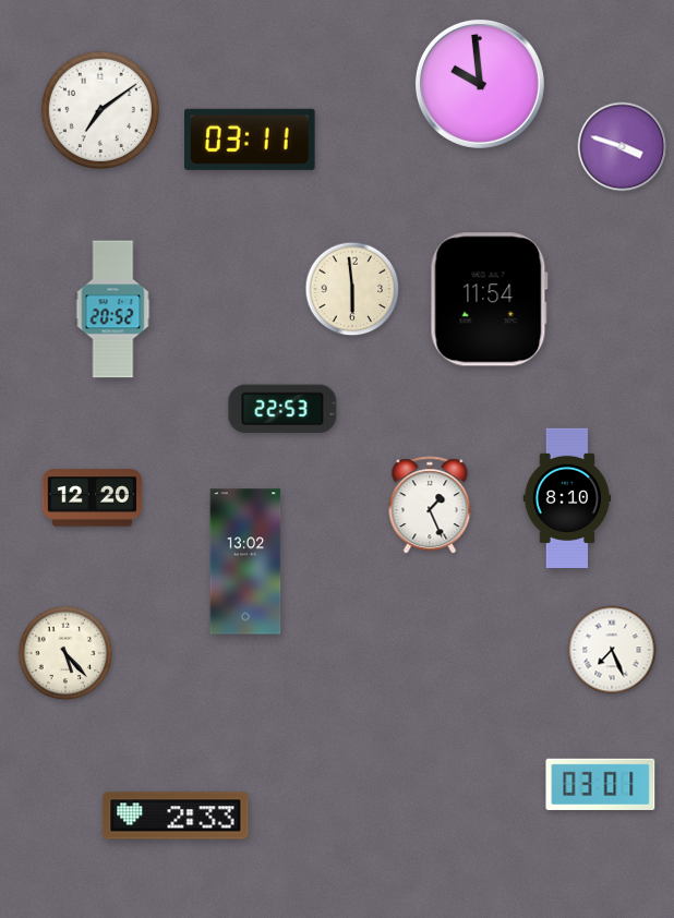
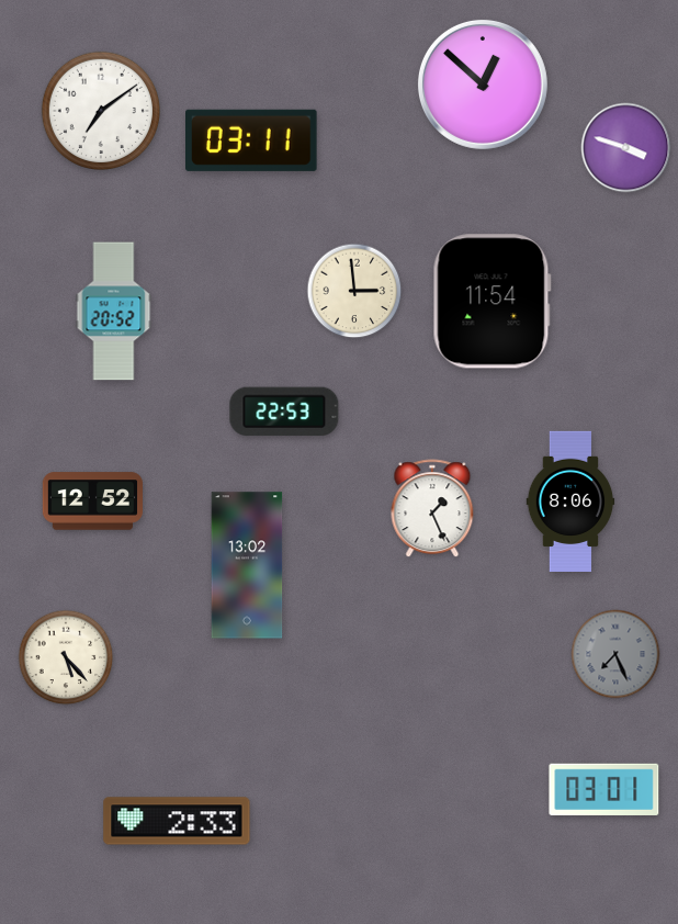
clock at (480, 84): 9:59 -> 12:52
clock at (352, 289): 5:59 -> 2:59
clock at (567, 497): 8:10 -> 8:06
clock at (92, 498): 12:20 -> 12:52
clock at (612, 650) dial: white -> grey
